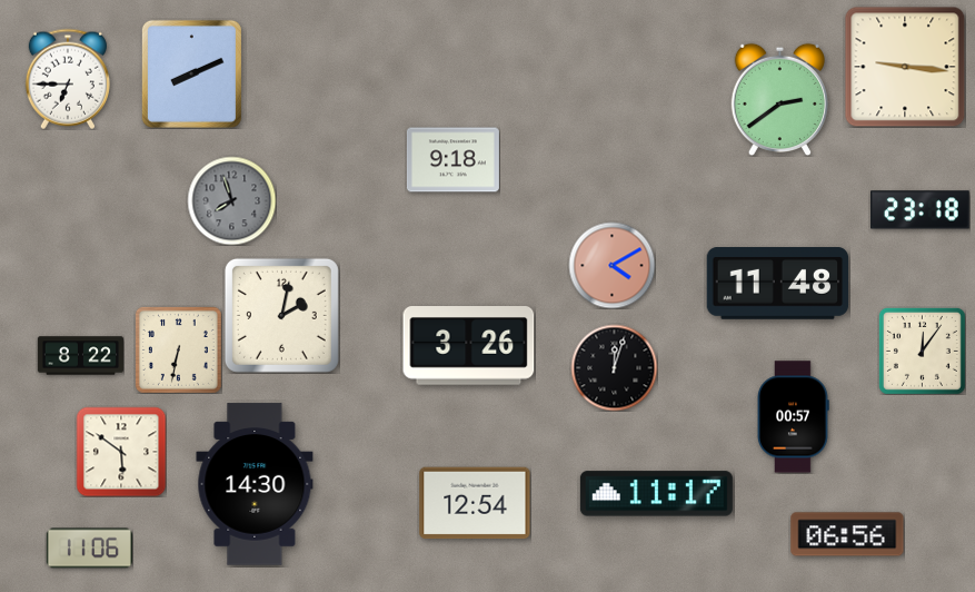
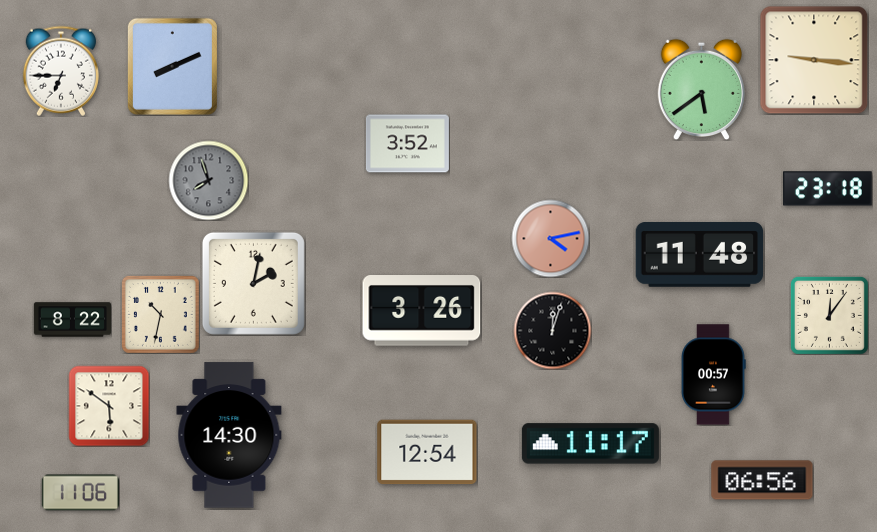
clock at (779, 99): 2:39 -> 5:39
clock at (452, 160): 9:18 -> 3:52
clock at (611, 265): 4:10 -> 4:13
clock at (178, 349): 6:32 -> 10:32
